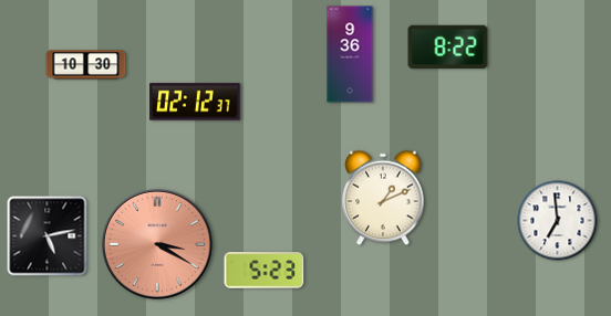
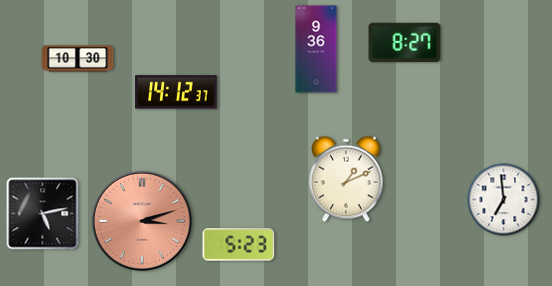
clock at (448, 46): 8:22 -> 8:27
clock at (195, 102): 02:12 -> 14:12
clock at (157, 244): 3:20 -> 3:12
